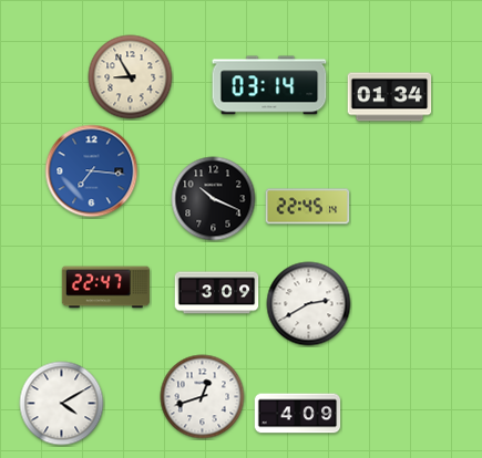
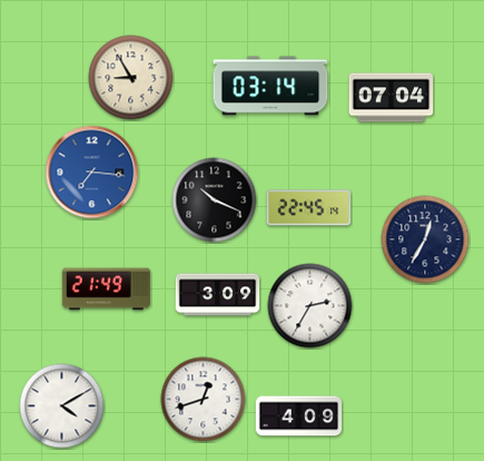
clock at (390, 97): 01:34 -> 07:04
clock at (425, 239): none -> 12:35
clock at (105, 288): 22:47 -> 21:49
clock at (309, 304): 2:40 -> 2:35
